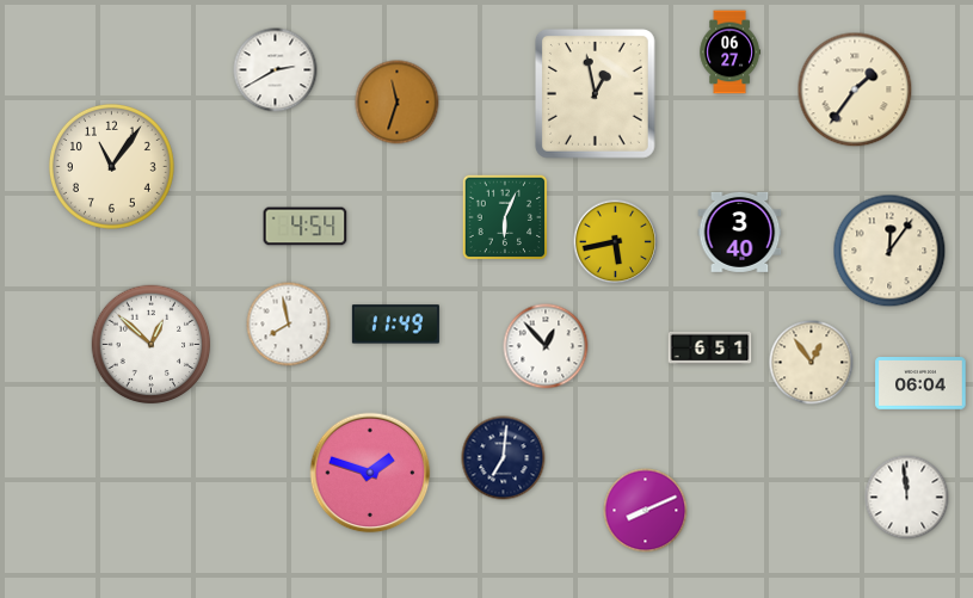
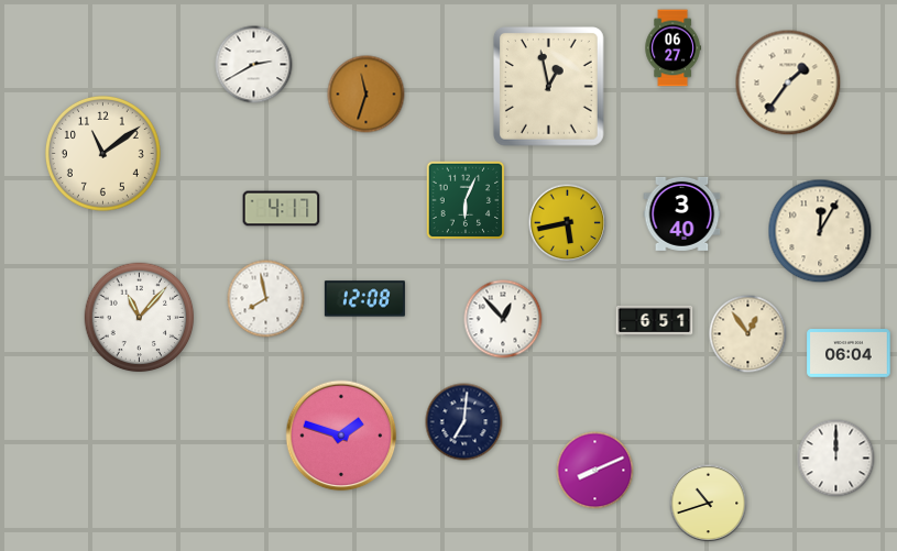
clock at (111, 166): 11:06 -> 11:09
clock at (306, 227): 4:54 -> 4:17
clock at (889, 251): 12:06 -> 12:05
clock at (395, 325): 11:49 -> 12:08
clock at (152, 345): 12:52 -> 11:07
clock at (907, 498): 11:59 -> 12:00
clock at (709, 504): none -> 10:42
